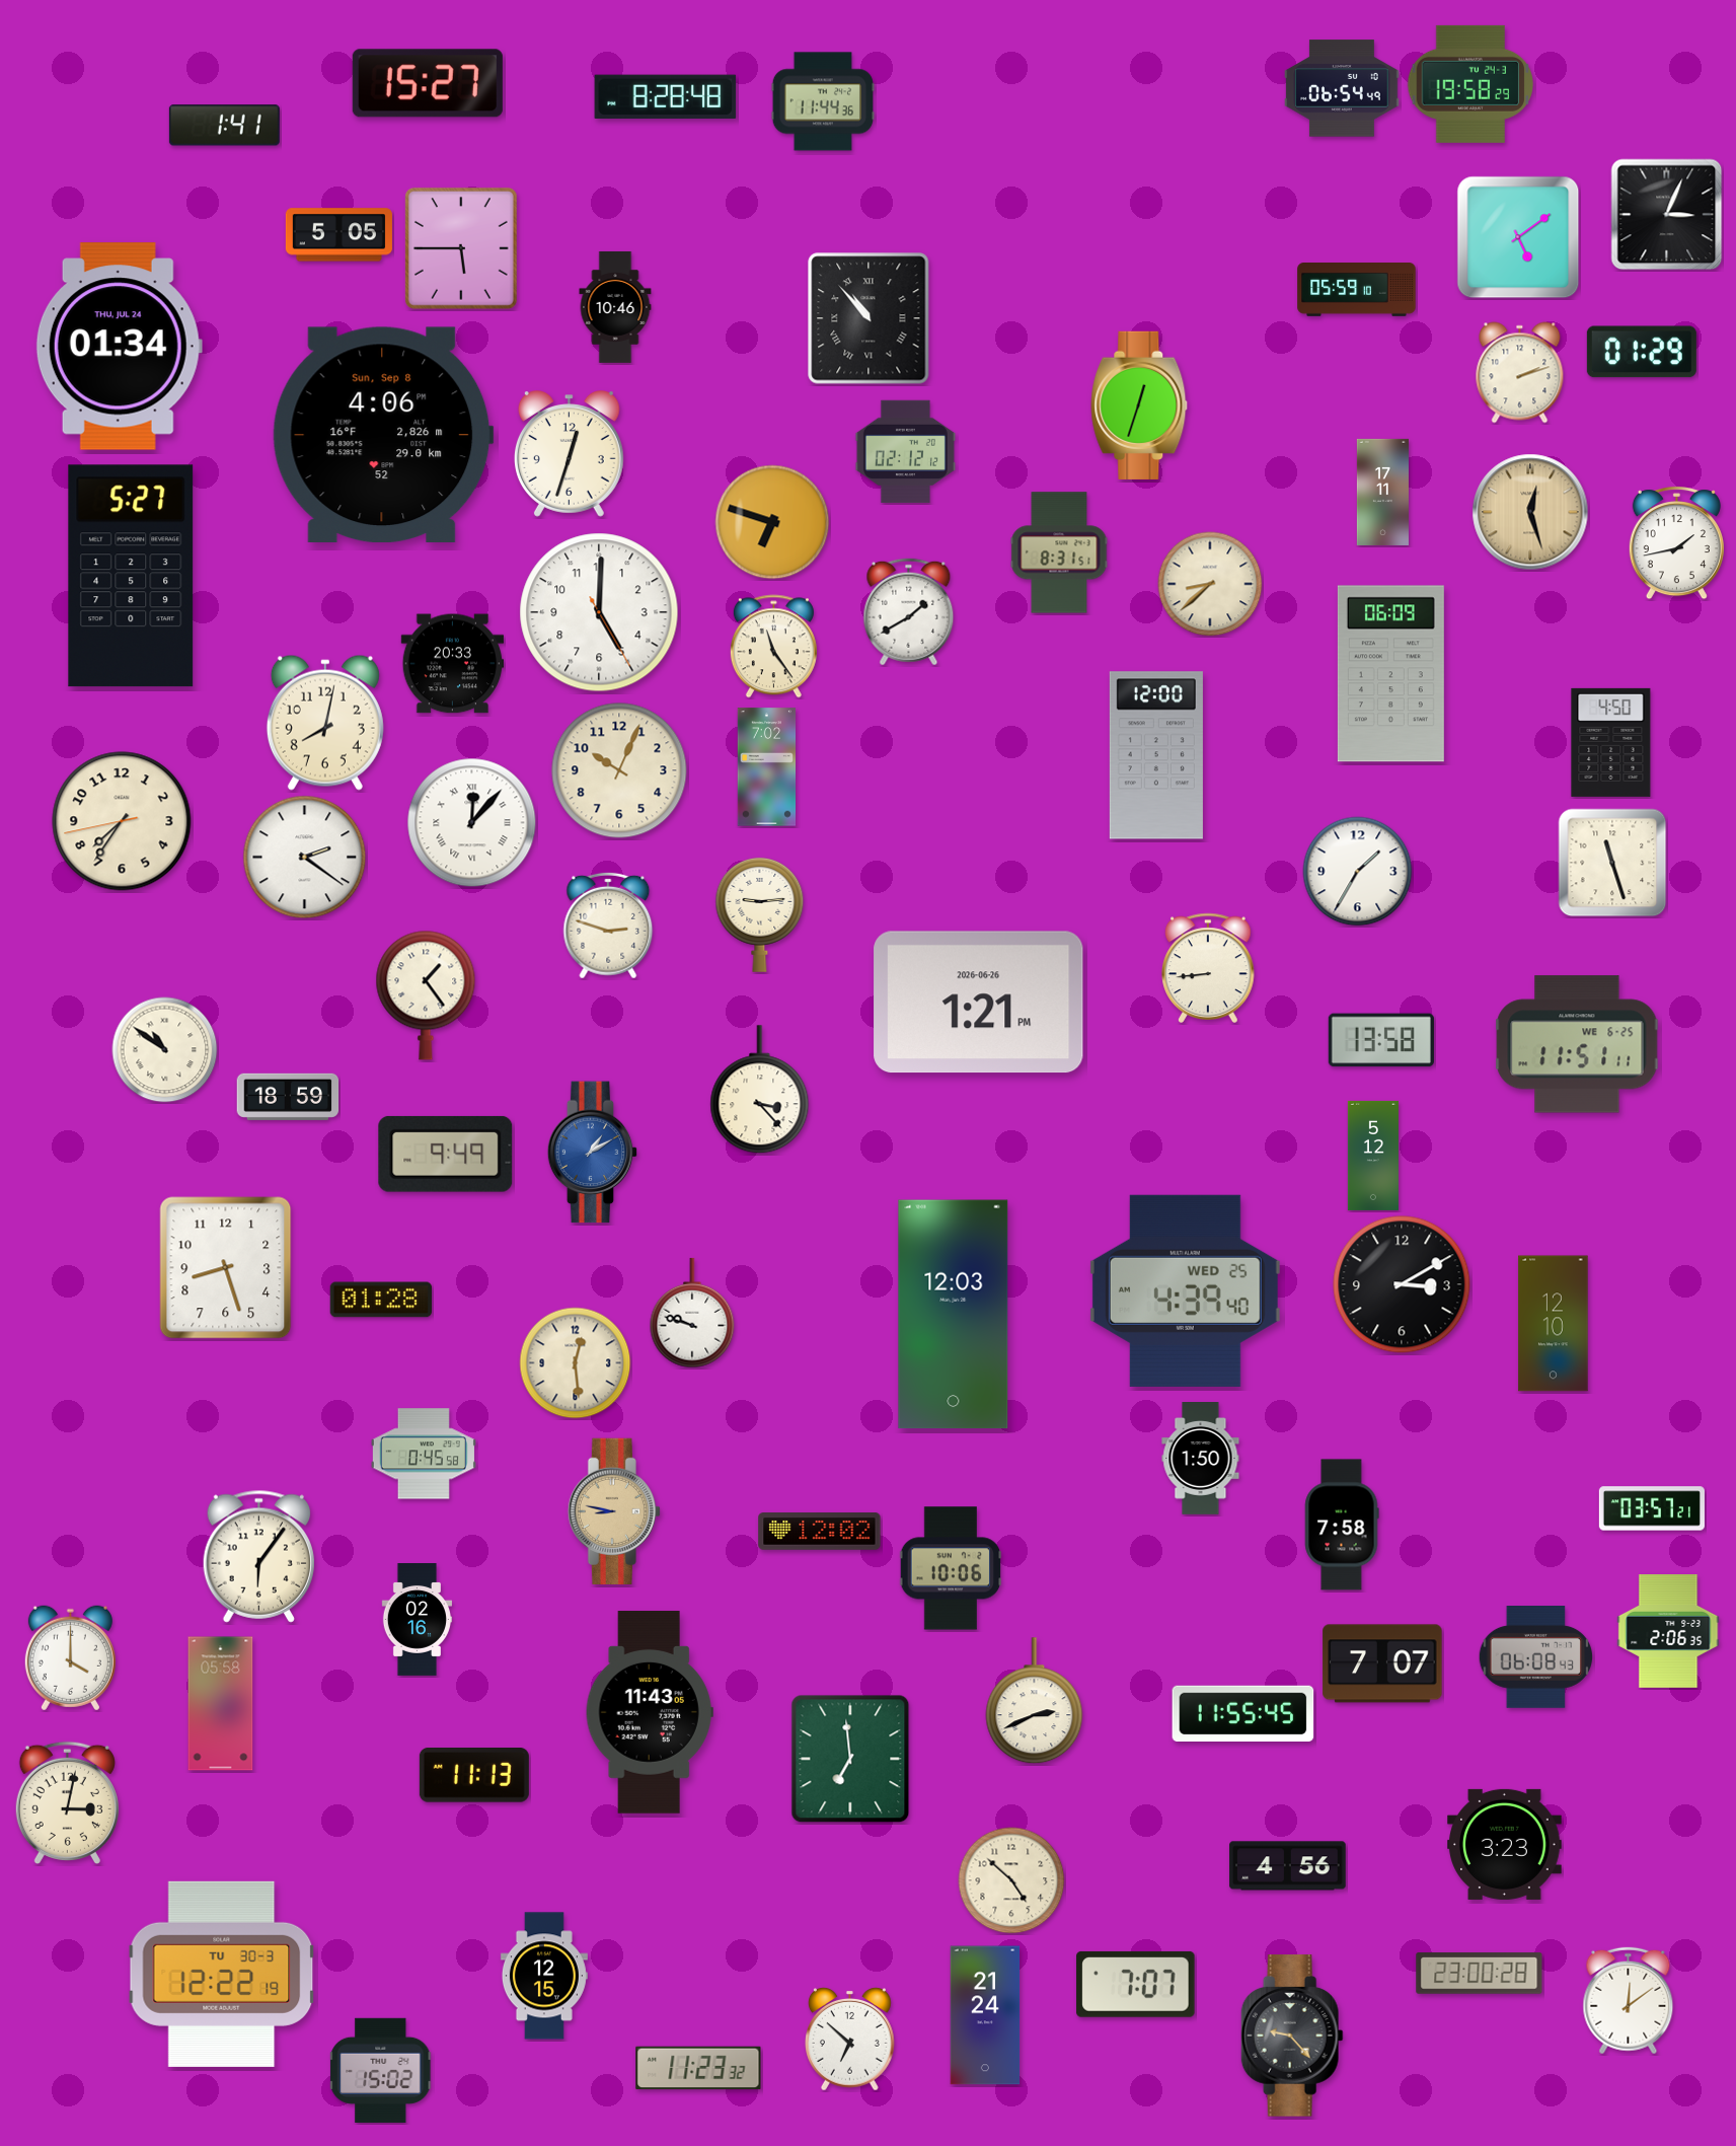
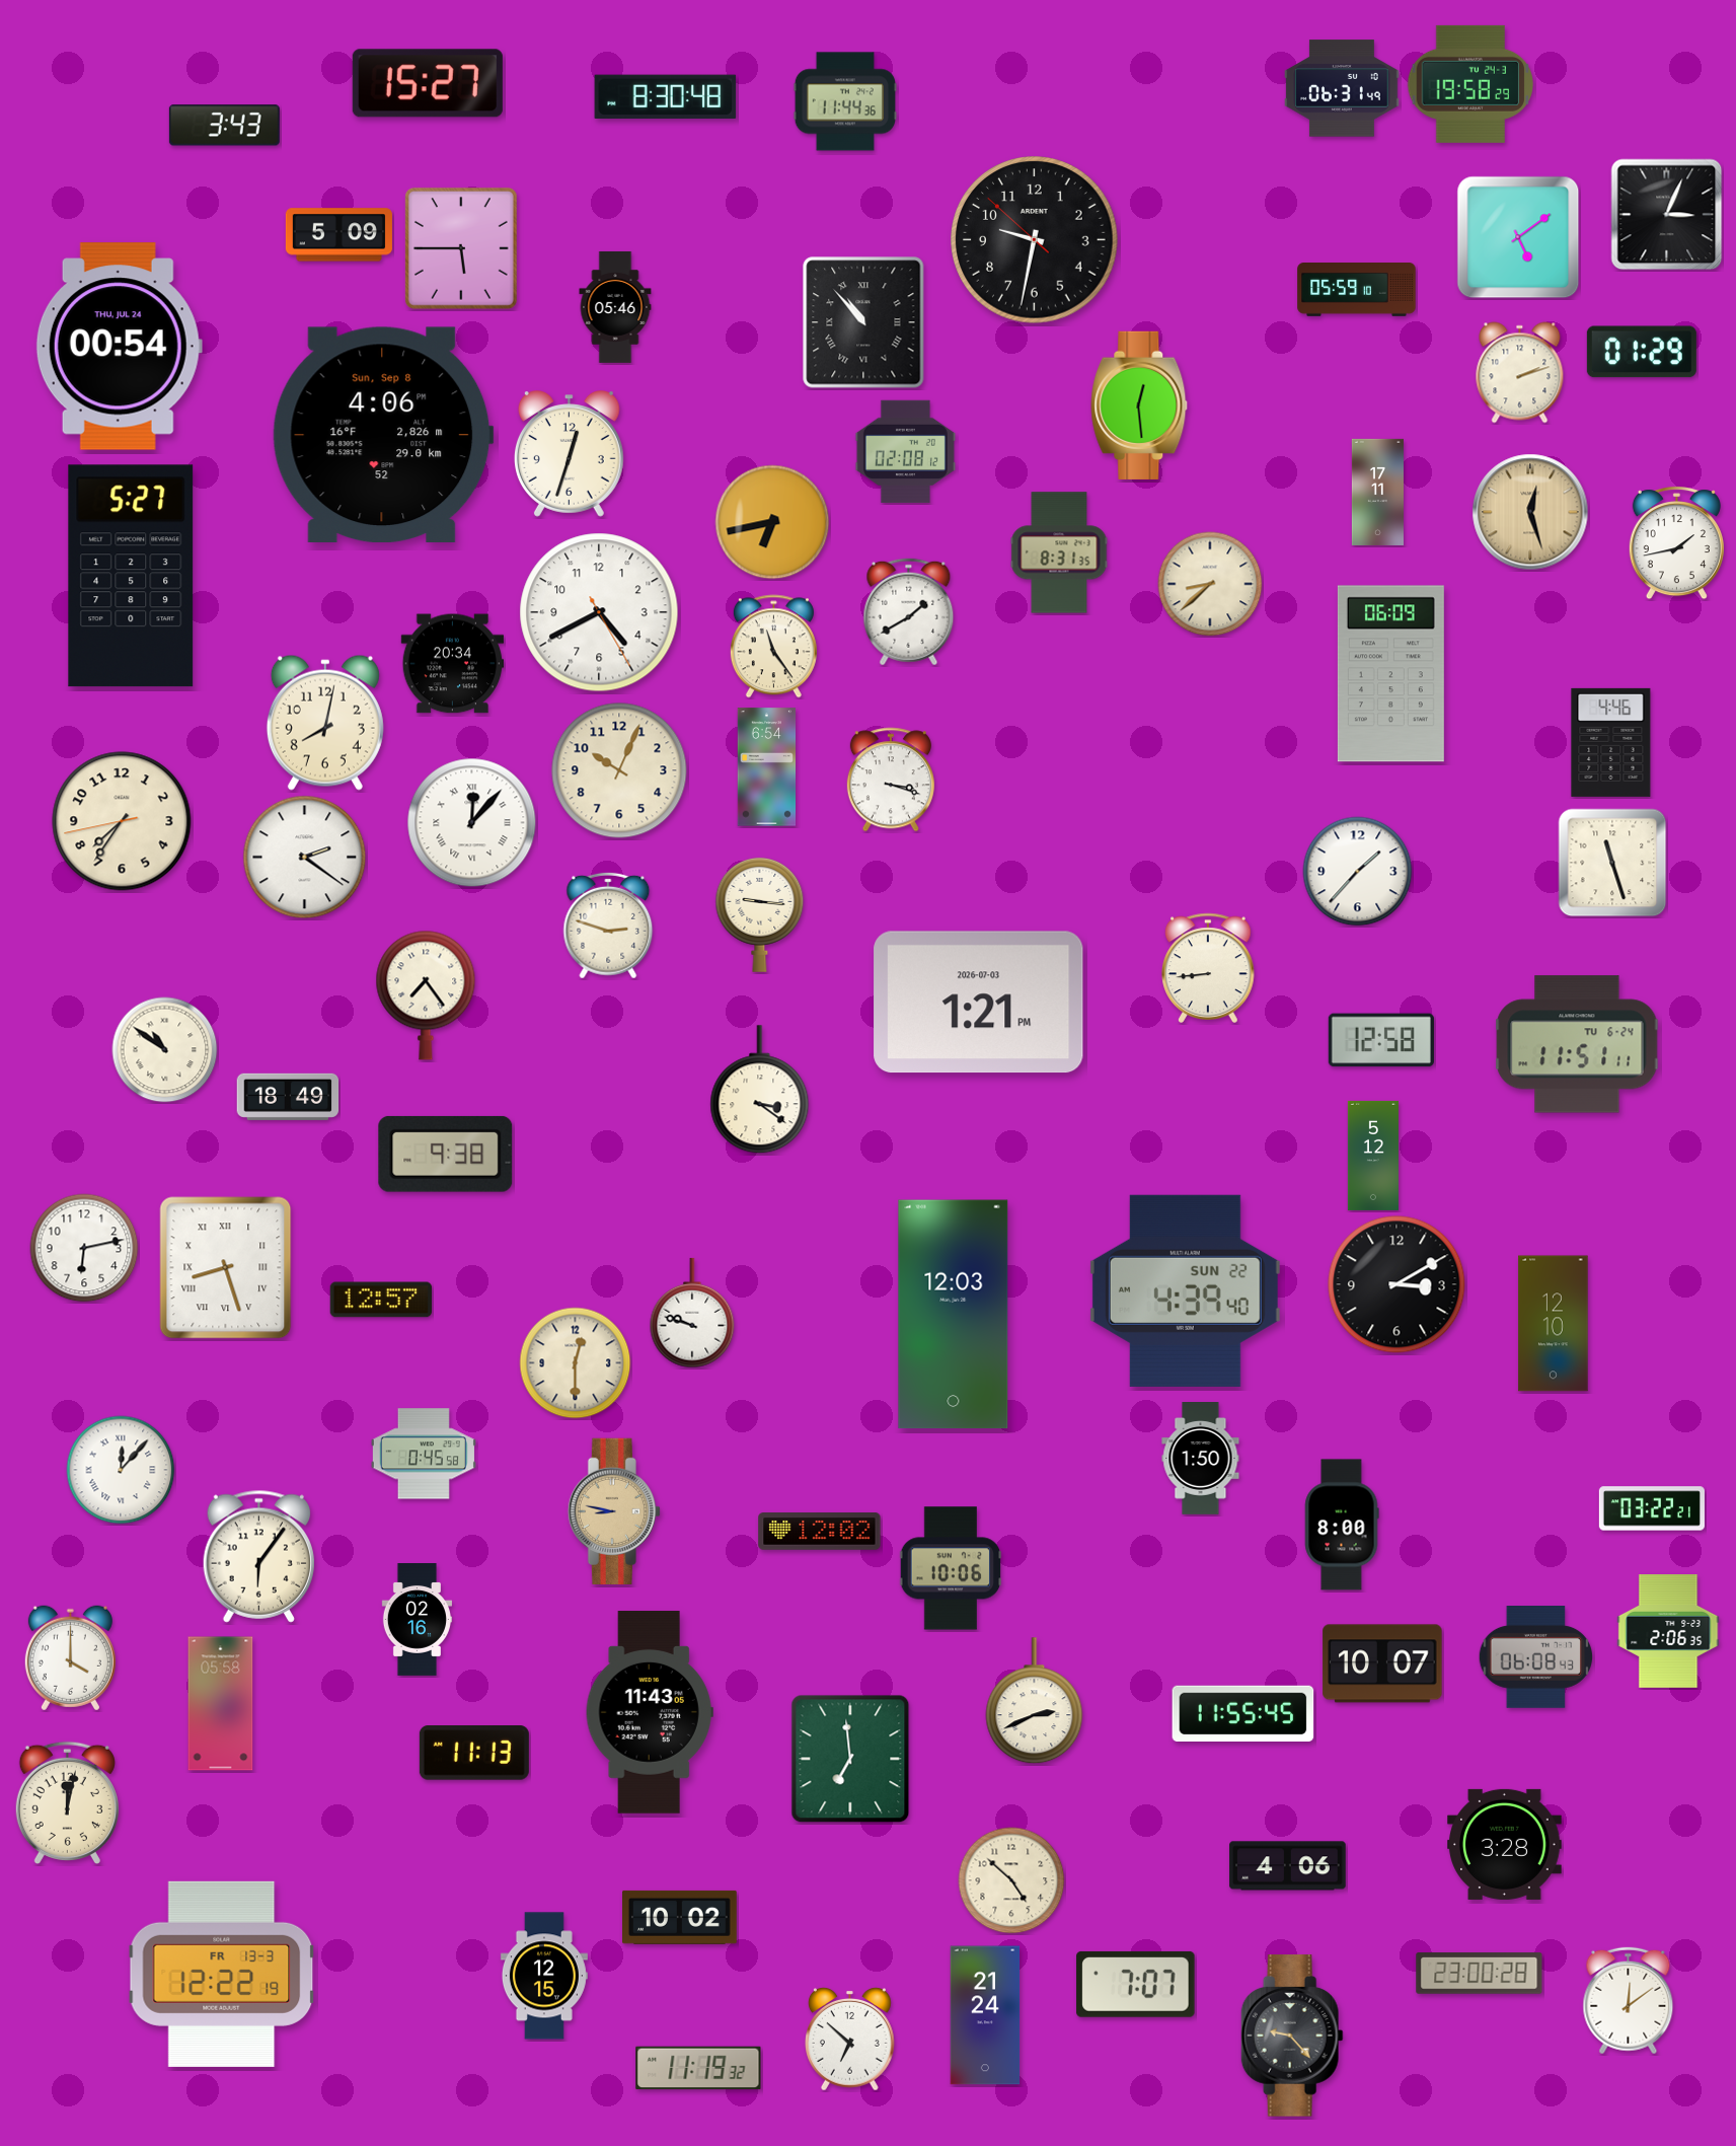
clock at (1342, 88): 06:54 -> 06:31
clock at (666, 97): 8:28 -> 8:30
clock at (822, 101) position: (822, 101) -> (844, 101)
clock at (224, 126): 1:41 -> 3:43
clock at (338, 235): 5:05 -> 5:09
clock at (1035, 240): none -> 9:31
clock at (615, 307): 10:46 -> 05:46
clock at (869, 318) position: (869, 318) -> (863, 322)
clock at (119, 347): 01:34 -> 00:54
clock at (1139, 405): 12:33 -> 12:29
clock at (905, 452): 02:12 -> 02:08
clock at (1382, 492) position: (1382, 492) -> (1377, 492)
clock at (772, 522): 6:48 -> 6:43
clock at (1059, 552): 8:31:51 -> 8:31:35
clock at (599, 612): 5:00 -> 4:40
clock at (453, 664): 20:33 -> 20:34
clock at (1611, 742): 4:50 -> 4:46
clock at (1156, 755): 12:00 -> none
clock at (767, 767): 7:02 -> 6:54
clock at (891, 780): none -> 3:18
clock at (1358, 872): 1:35 -> 1:37
clock at (760, 914): 9:14 -> 9:16
clock at (426, 995): 1:24 -> 7:24
clock at (979, 1003) date: 2026-06-26 -> 2026-07-03
clock at (1381, 1040): 13:58 -> 12:58
clock at (1577, 1044) date: WE 6-25 -> TU 6-24
clock at (760, 1090): 3:23 -> 3:21
clock at (288, 1097): 18:59 -> 18:49
clock at (593, 1153): 1:10 -> none
clock at (446, 1154): 9:49 -> 9:38
clock at (84, 1248): none -> 6:13
clock at (226, 1268) numerals: Arabic -> Roman
clock at (1402, 1284) position: (1402, 1284) -> (1397, 1284)
clock at (1185, 1290) date: WED 25 -> SUN 22
clock at (381, 1300): 01:28 -> 12:57
clock at (576, 1363): 12:29 -> 12:30
clock at (121, 1470): none -> 12:07
clock at (1652, 1508): 03:57 -> 03:22
clock at (1342, 1525): 7:58 -> 8:00
clock at (1382, 1663): 7:07 -> 10:07
clock at (474, 1776) position: (474, 1776) -> (474, 1754)
clock at (67, 1802): 3:02 -> 12:02
clock at (1505, 1844): 3:23 -> 3:28
clock at (1288, 1866): 4:56 -> 4:06
clock at (680, 1917): none -> 10:02
clock at (222, 1974) date: TU 30-3 -> FR 13-3
clock at (698, 2068): 11:23 -> 11:19
clock at (381, 2070): 15:02 -> none
